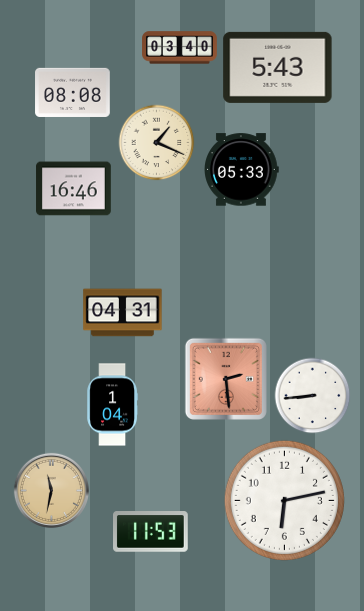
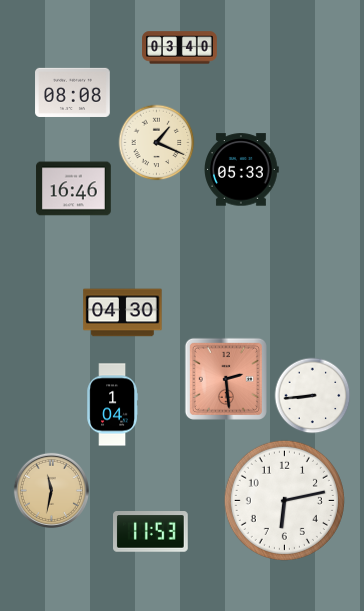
clock at (278, 67): 5:43 -> none
clock at (123, 313): 04:31 -> 04:30
